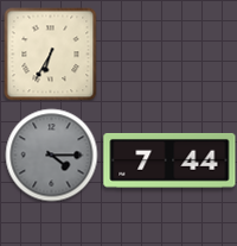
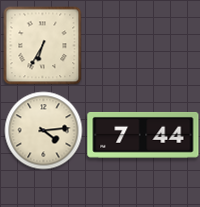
clock at (51, 154): 4:15 -> 4:14
clock at (51, 154) dial: grey -> cream
